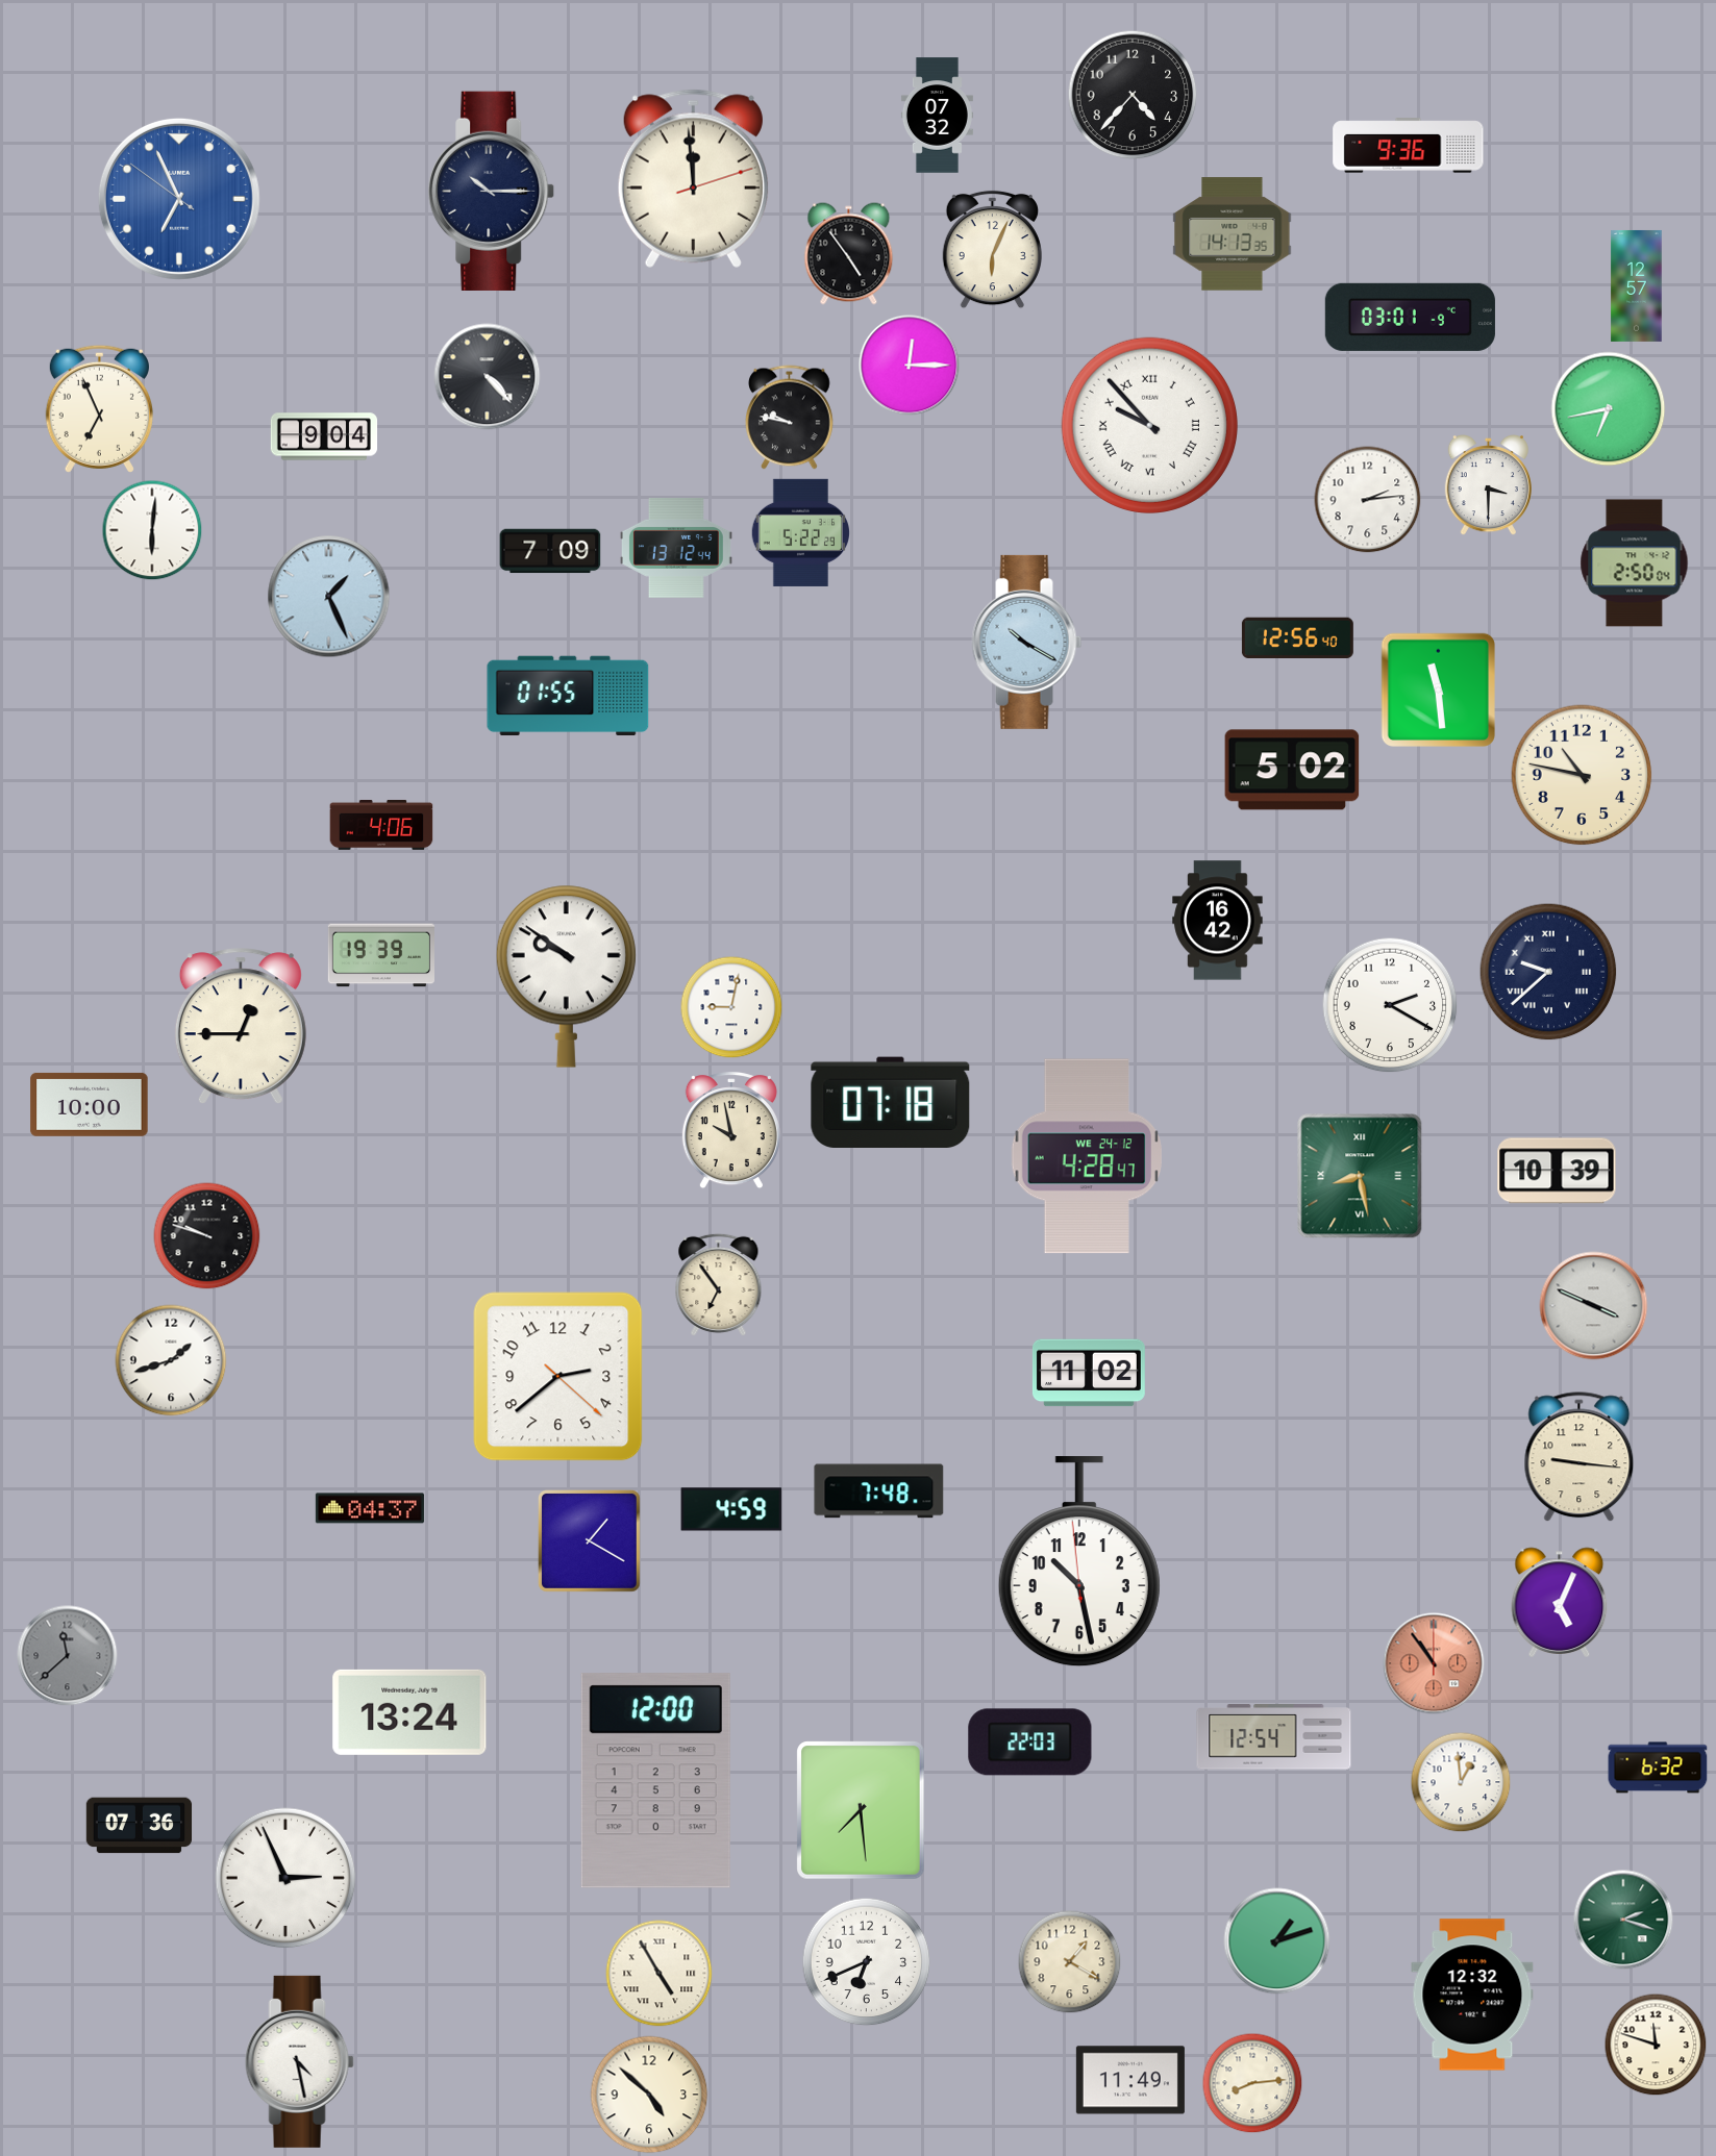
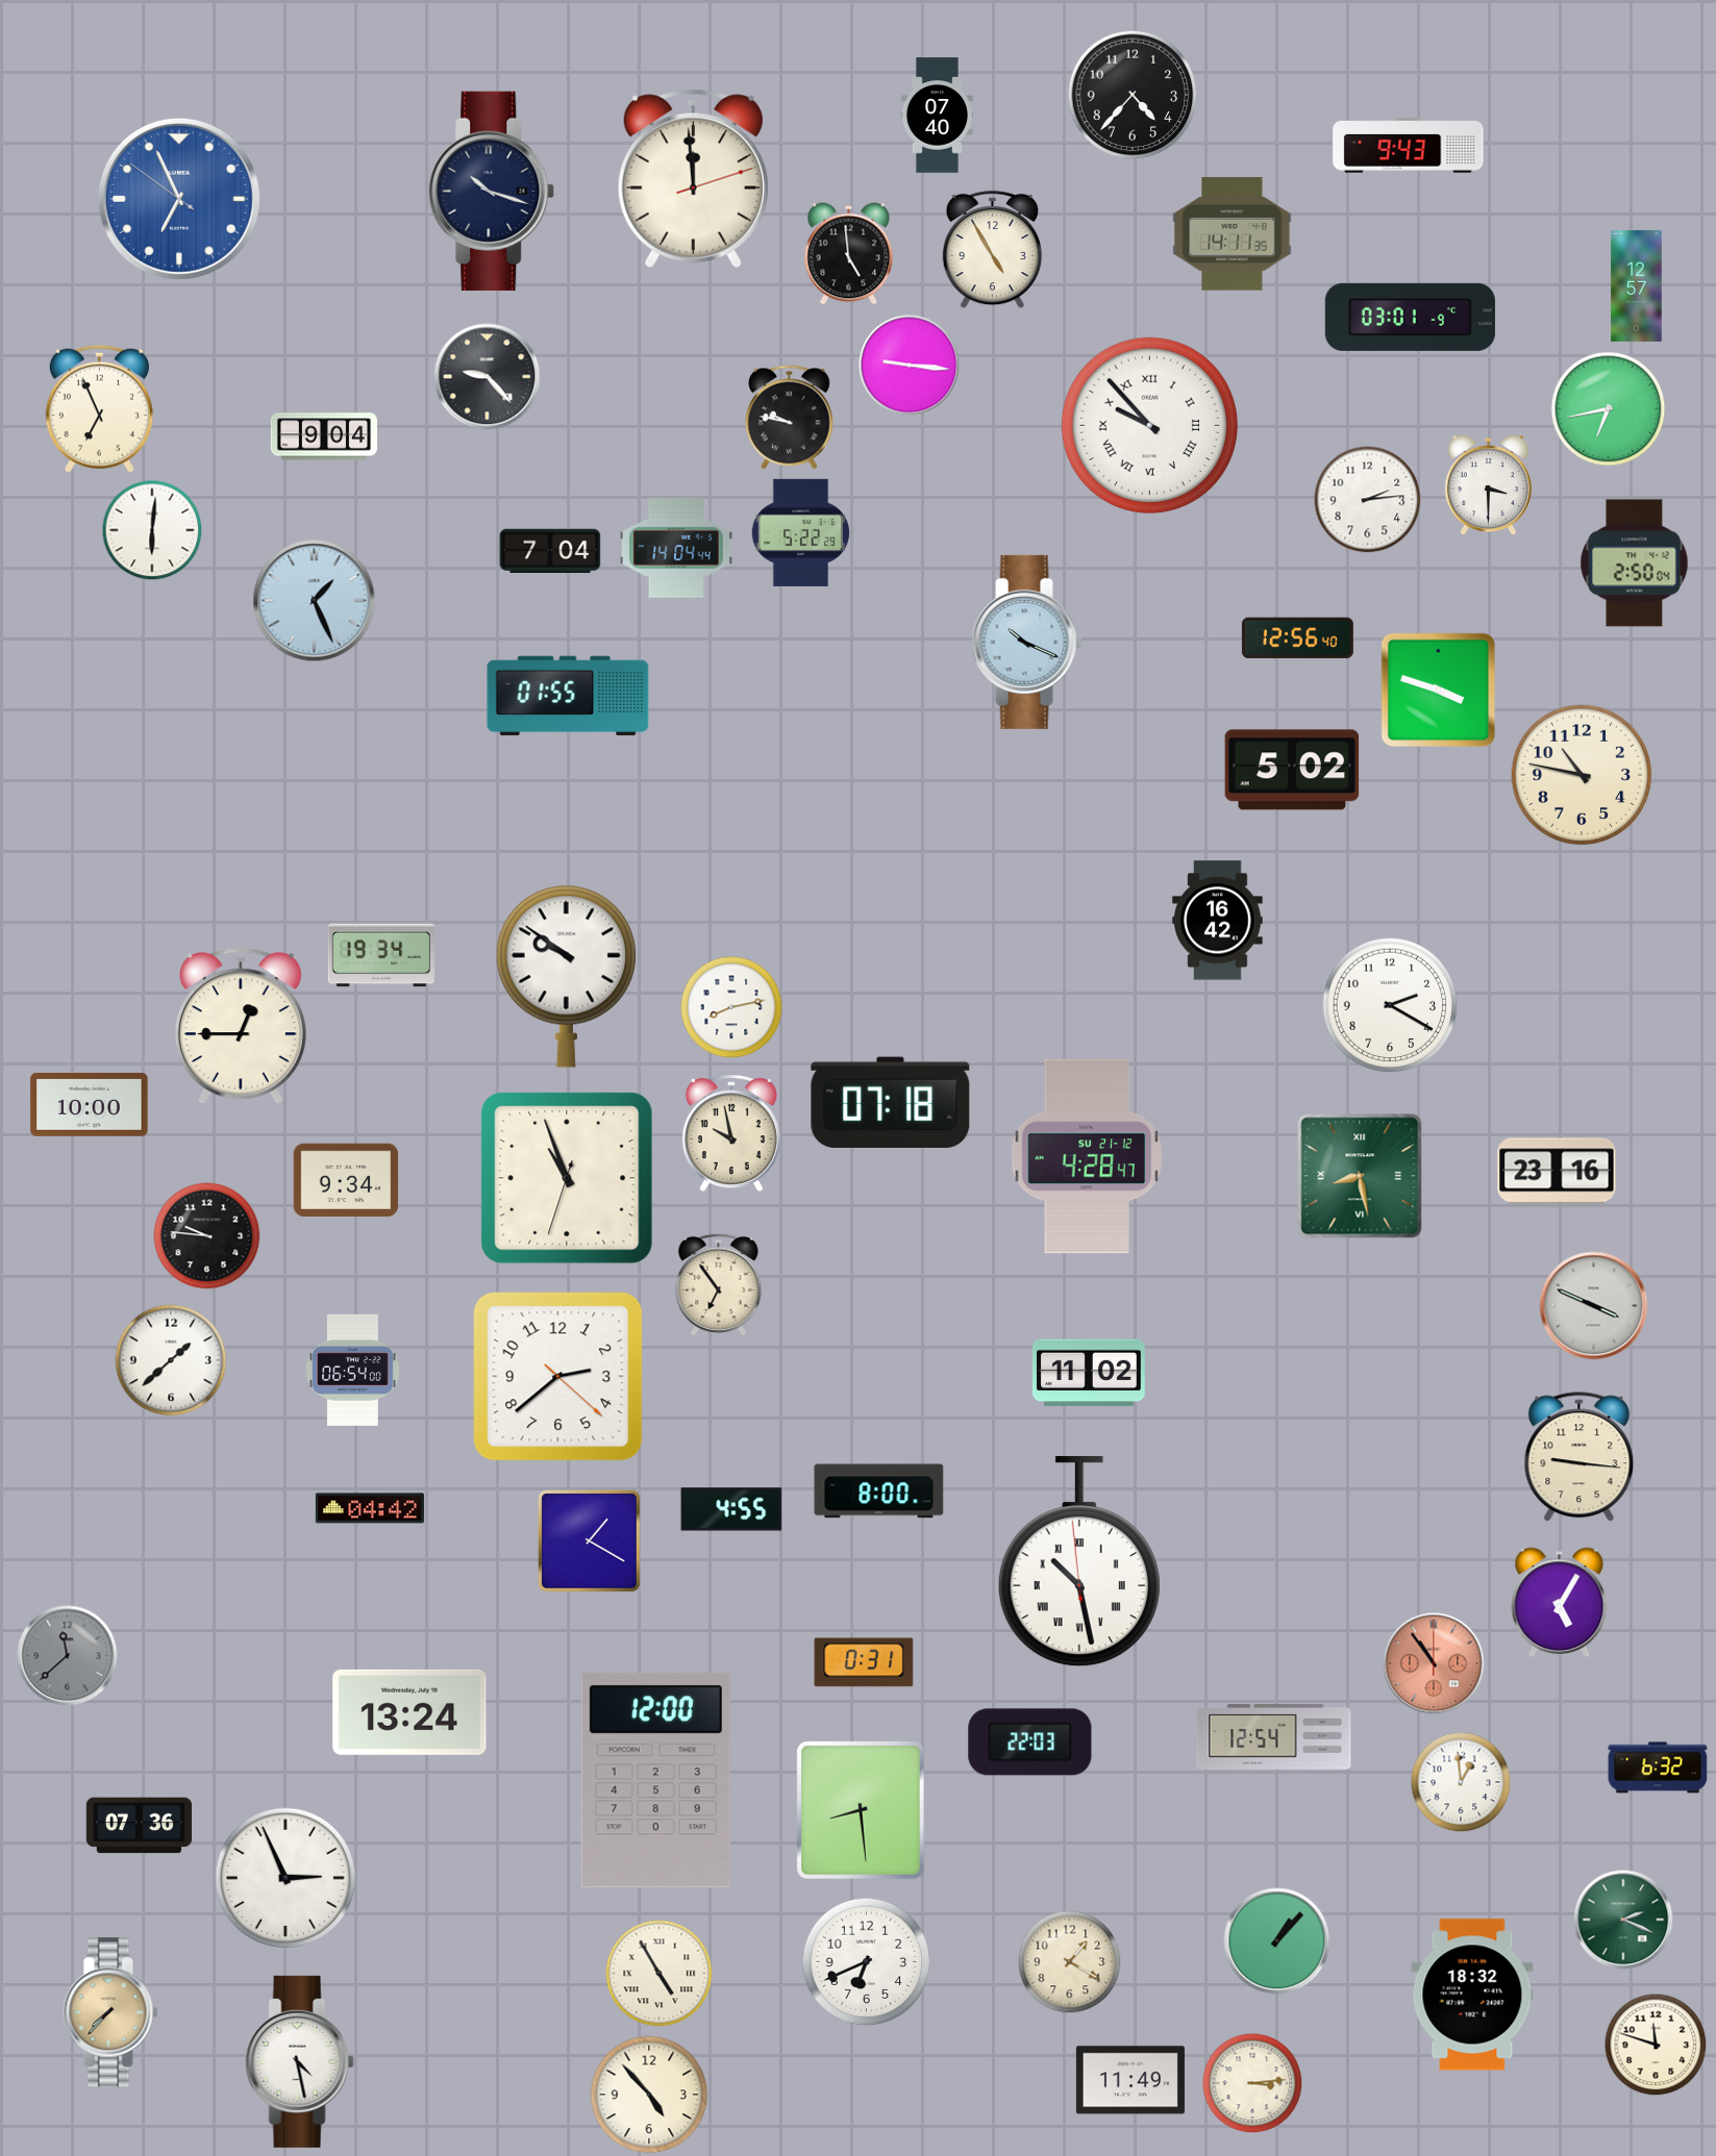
clock at (937, 116): 07:32 -> 07:40
clock at (1409, 146): 9:36 -> 9:43
clock at (492, 191): 10:15 -> 10:18
clock at (1233, 234): 14:13 -> 14:11
clock at (992, 250): 6:04 -> 4:55
clock at (849, 254): 4:54 -> 4:59
clock at (910, 366): 12:15 -> 9:16
clock at (488, 377): 4:23 -> 9:23
clock at (676, 549): 13:12 -> 14:04
clock at (550, 551): 7:09 -> 7:04
clock at (329, 597) position: (329, 597) -> (315, 601)
clock at (1027, 642): 10:20 -> 10:19
clock at (1438, 690): 11:29 -> 3:48
clock at (381, 825): 4:06 -> none
clock at (381, 955): 19:39 -> 19:34
clock at (1548, 972): 9:38 -> none
clock at (731, 1007): 9:02 -> 8:13
clock at (731, 1131) position: (731, 1131) -> (731, 1134)
clock at (1086, 1156) date: WE 24-12 -> SU 21-12
clock at (1557, 1171): 10:39 -> 23:16
clock at (567, 1178): none -> 10:56
clock at (346, 1180): none -> 9:34
clock at (207, 1236): 9:48 -> 9:46
clock at (171, 1360): 1:42 -> 1:38
clock at (353, 1370): none -> 06:54
clock at (879, 1491): 7:48 -> 8:00
clock at (370, 1508): 04:37 -> 04:42
clock at (731, 1509): 4:59 -> 4:55
clock at (1079, 1562) numerals: Arabic -> Roman
clock at (1560, 1602): 5:04 -> 5:05
clock at (864, 1662): none -> 0:31
clock at (861, 1810): 7:29 -> 8:29
clock at (1623, 1920): 2:18 -> 2:19
clock at (1277, 1941): 1:12 -> 1:07
clock at (1472, 1995): 12:32 -> 18:32
clock at (110, 2012): none -> 7:37
clock at (1252, 2083): 8:14 -> 3:14
clock at (649, 2095): 4:52 -> 4:53
